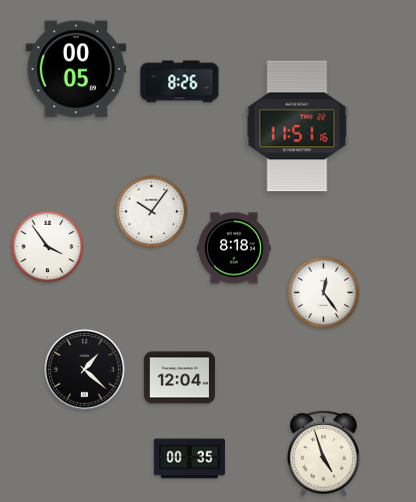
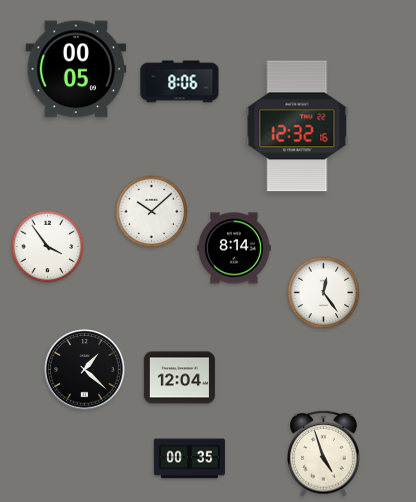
clock at (180, 82): 8:26 -> 8:06
clock at (297, 126): 11:51 -> 12:32
clock at (152, 212): 10:06 -> 10:08
clock at (234, 248): 8:18 -> 8:14
